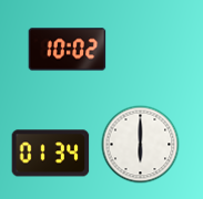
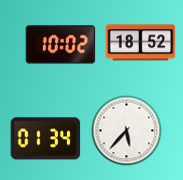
clock at (141, 43): none -> 18:52
clock at (141, 145): 6:00 -> 5:37
